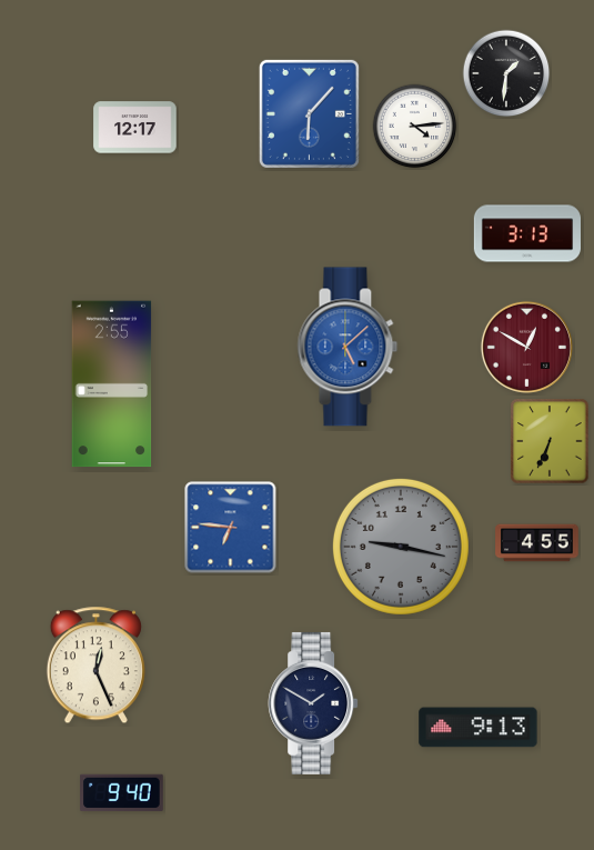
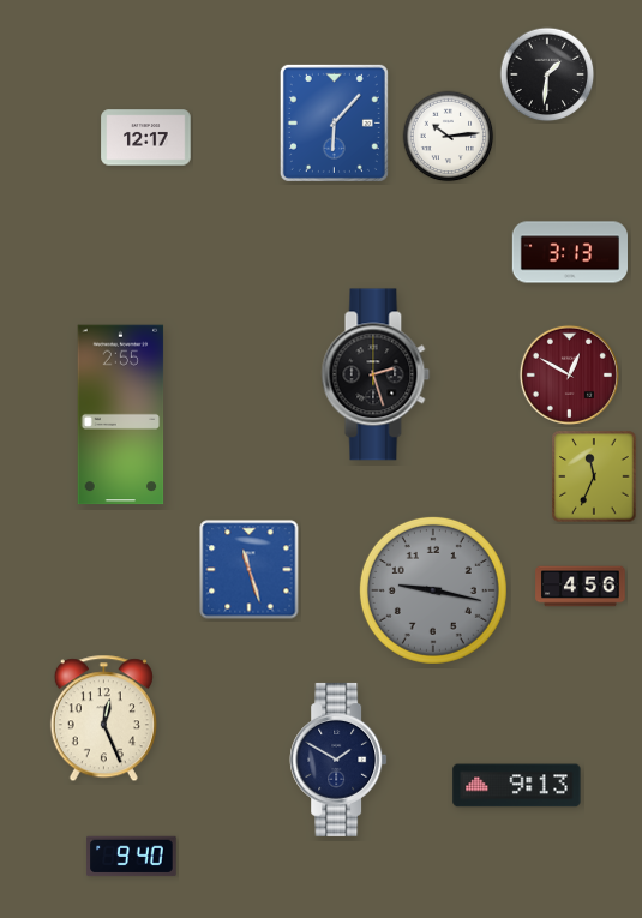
clock at (506, 73) position: (506, 73) -> (547, 74)
clock at (415, 127): 4:14 -> 10:14
clock at (348, 347): 5:08 -> 2:27
clock at (348, 347) dial: blue -> black
clock at (550, 441): 6:34 -> 11:34
clock at (231, 528): 6:46 -> 11:27
clock at (537, 543): 4:55 -> 4:56
